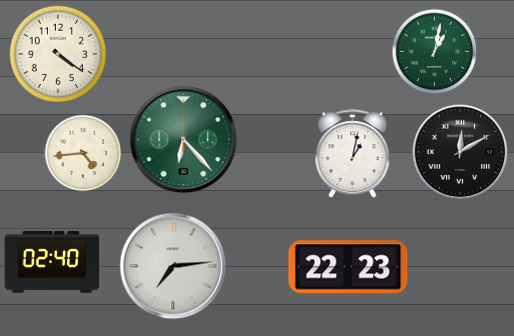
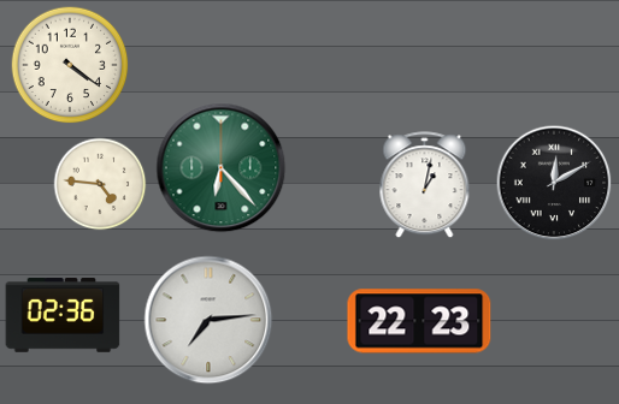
clock at (435, 52): 1:02 -> none
clock at (83, 153): 4:44 -> 4:46
clock at (52, 263): 02:40 -> 02:36
